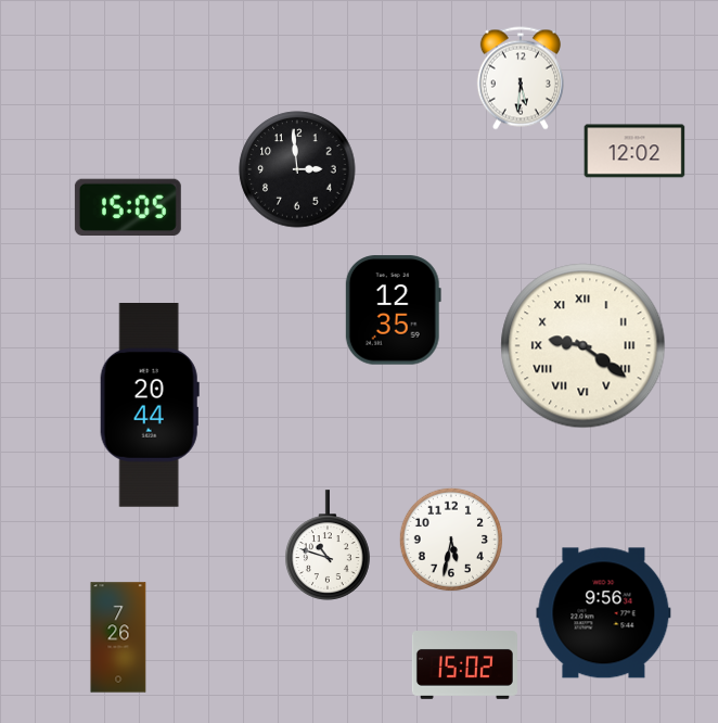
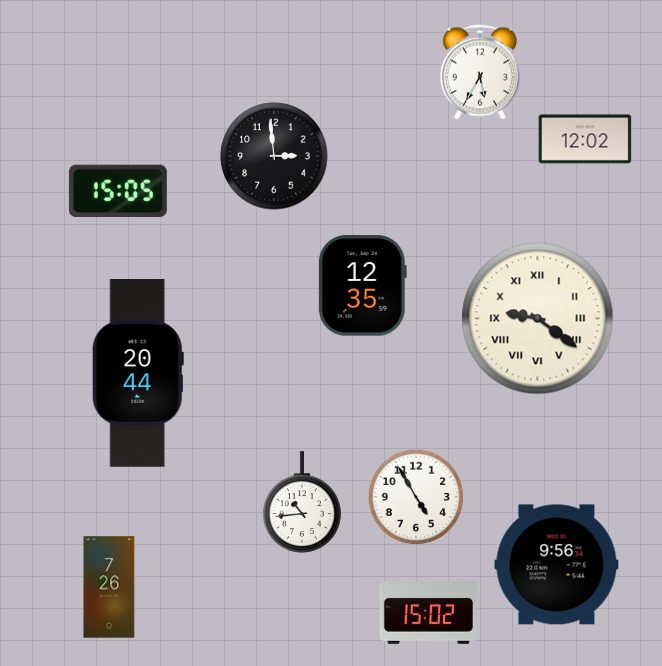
clock at (521, 78): 5:31 -> 5:35
clock at (451, 540): 5:32 -> 4:55
clock at (328, 545): 10:48 -> 10:44
